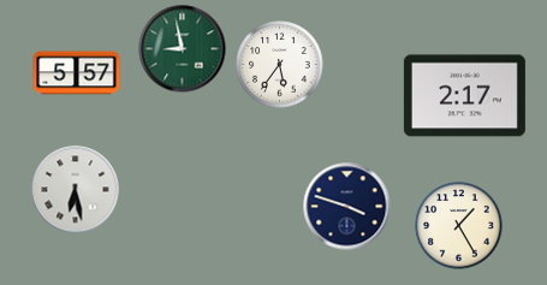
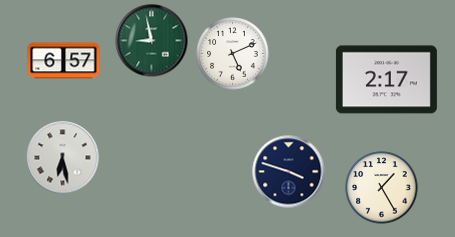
clock at (280, 65): 5:36 -> 5:11
clock at (77, 73): 5:57 -> 6:57
